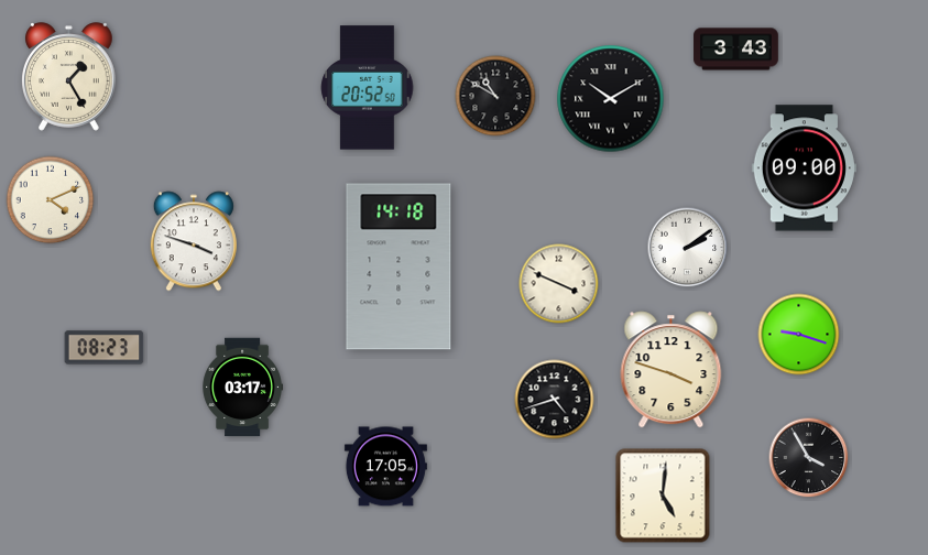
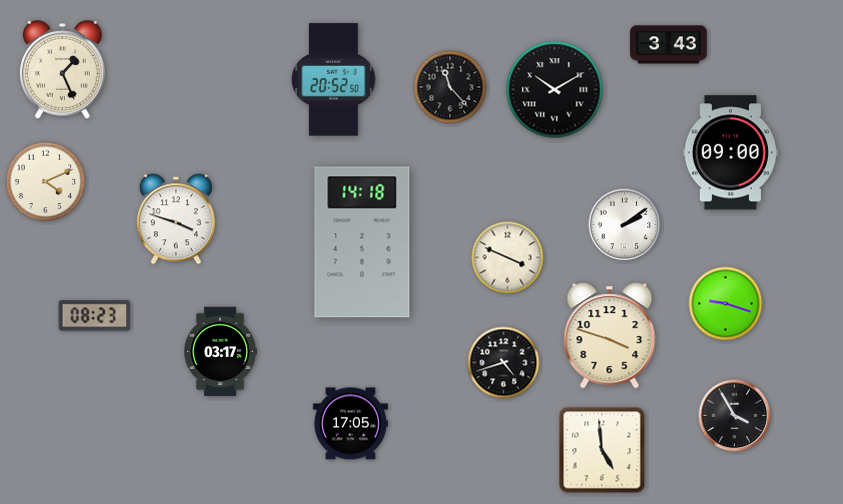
clock at (69, 77): 1:25 -> 1:26
clock at (495, 96): 10:50 -> 11:23
clock at (663, 496): 5:01 -> 4:59
